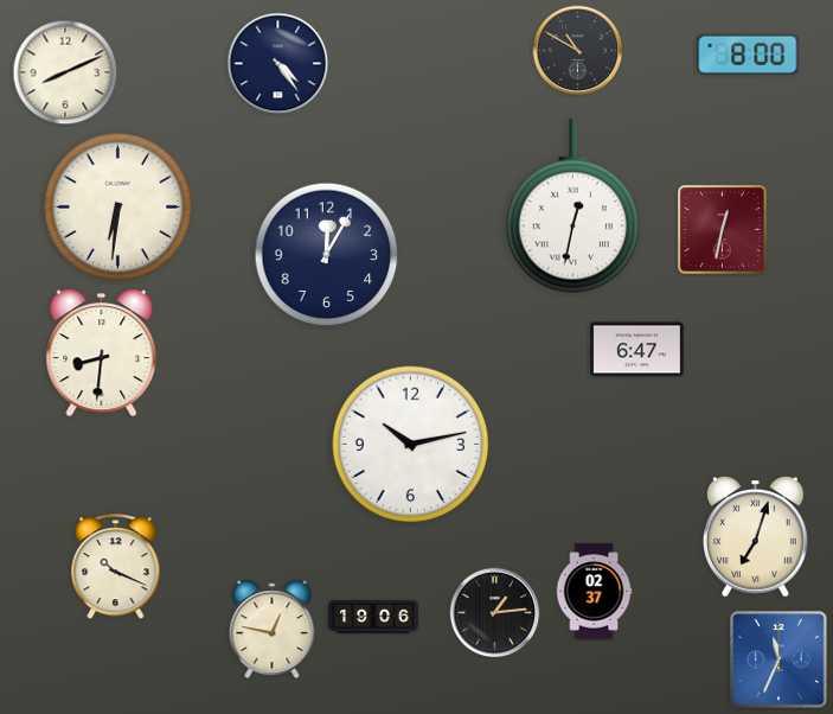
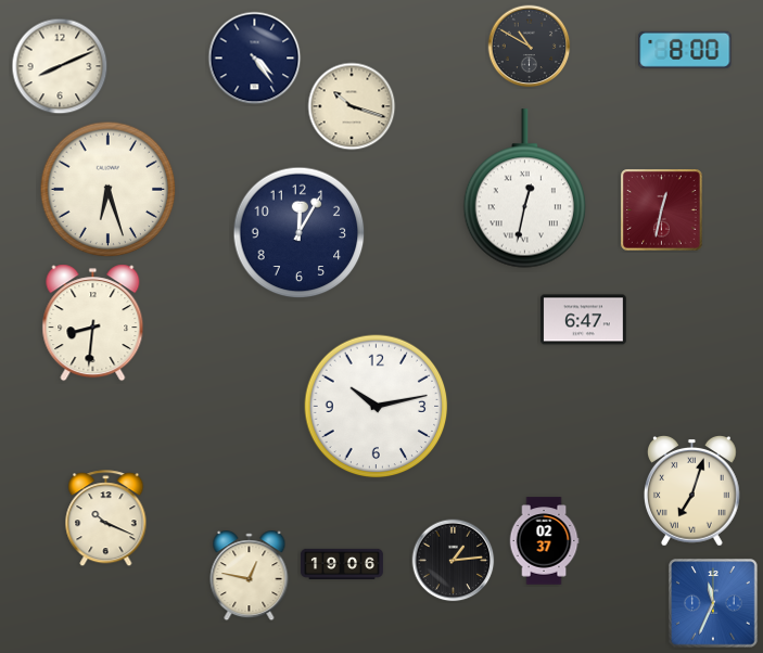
clock at (352, 106): none -> 10:18
clock at (118, 208): 6:31 -> 6:27
